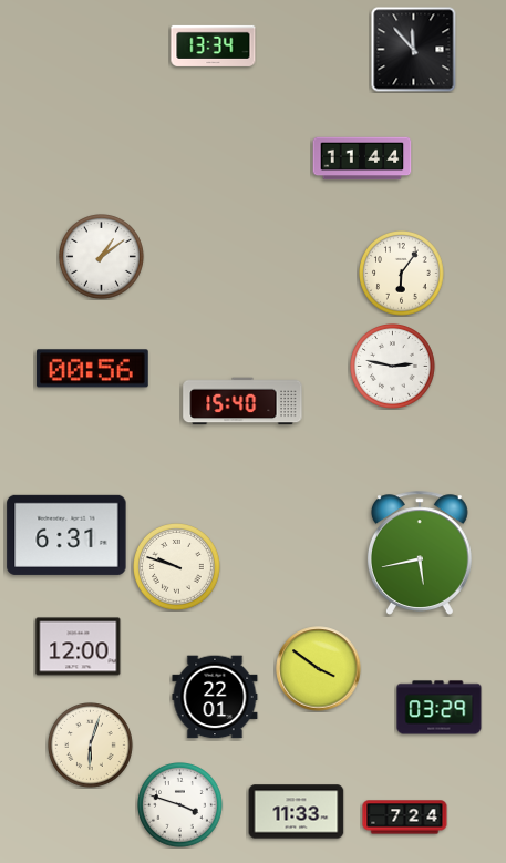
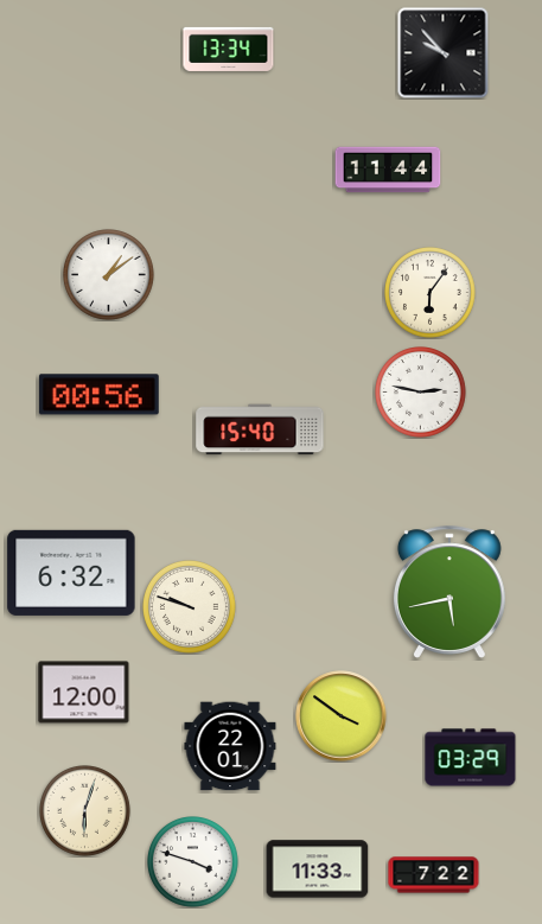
clock at (414, 50): 11:53 -> 9:53
clock at (66, 535): 6:31 -> 6:32
clock at (91, 746) position: (91, 746) -> (85, 811)
clock at (405, 818): 7:24 -> 7:22
